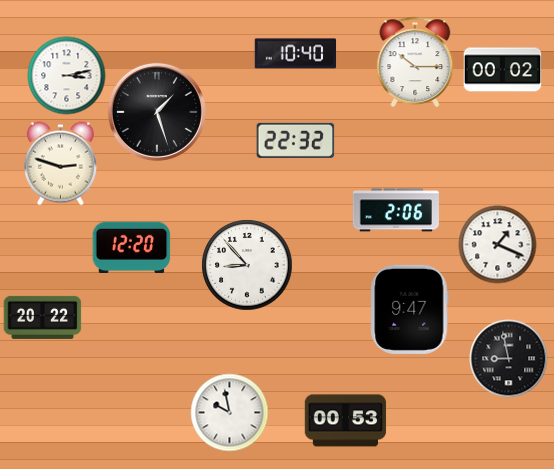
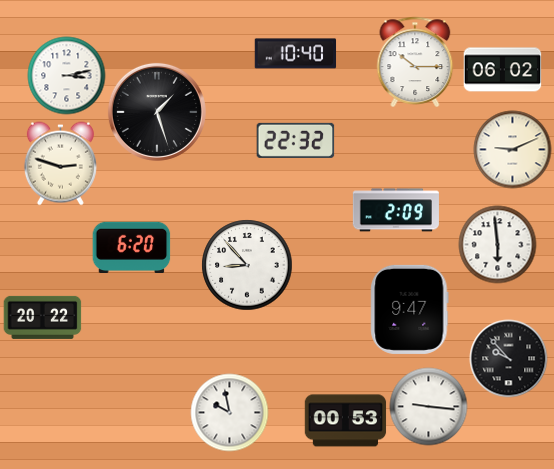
clock at (502, 70): 00:02 -> 06:02
clock at (512, 149): none -> 9:11
clock at (396, 210): 2:06 -> 2:09
clock at (497, 244): 1:19 -> 5:59
clock at (131, 247): 12:20 -> 6:20
clock at (508, 358): 8:58 -> 9:53
clock at (428, 406): none -> 9:16
